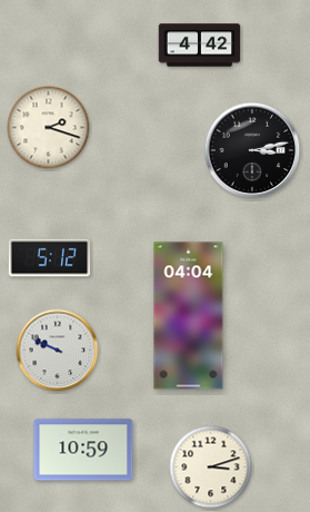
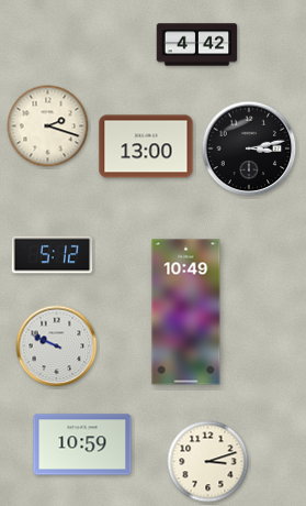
clock at (146, 146): none -> 13:00
clock at (50, 258) position: (50, 258) -> (53, 255)
clock at (189, 316): 04:04 -> 10:49
